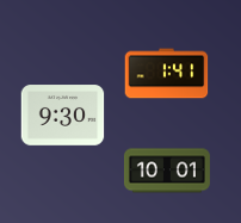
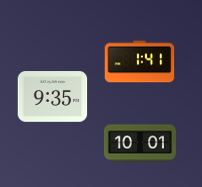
clock at (63, 116): 9:30 -> 9:35
